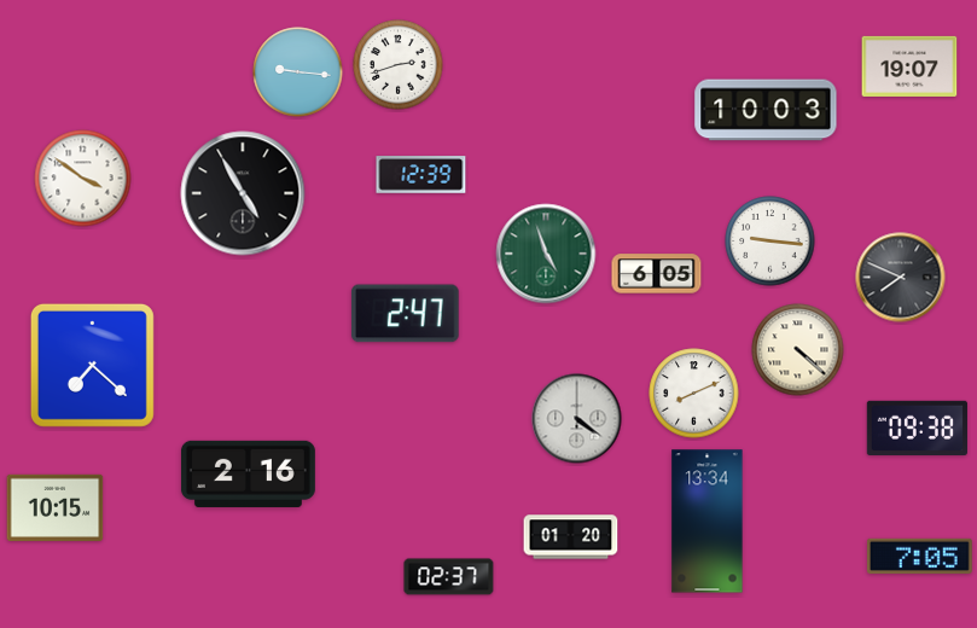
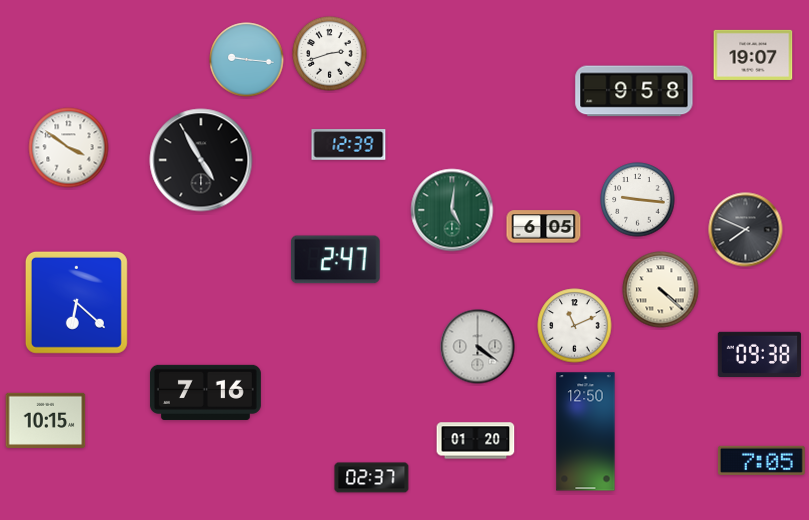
clock at (766, 110): 10:03 -> 9:58
clock at (546, 254): 4:57 -> 5:01
clock at (92, 365): 7:22 -> 6:22
clock at (694, 394): 8:11 -> 11:11
clock at (248, 473): 2:16 -> 7:16
clock at (708, 522): 13:34 -> 12:50
clock at (571, 537) position: (571, 537) -> (476, 441)
